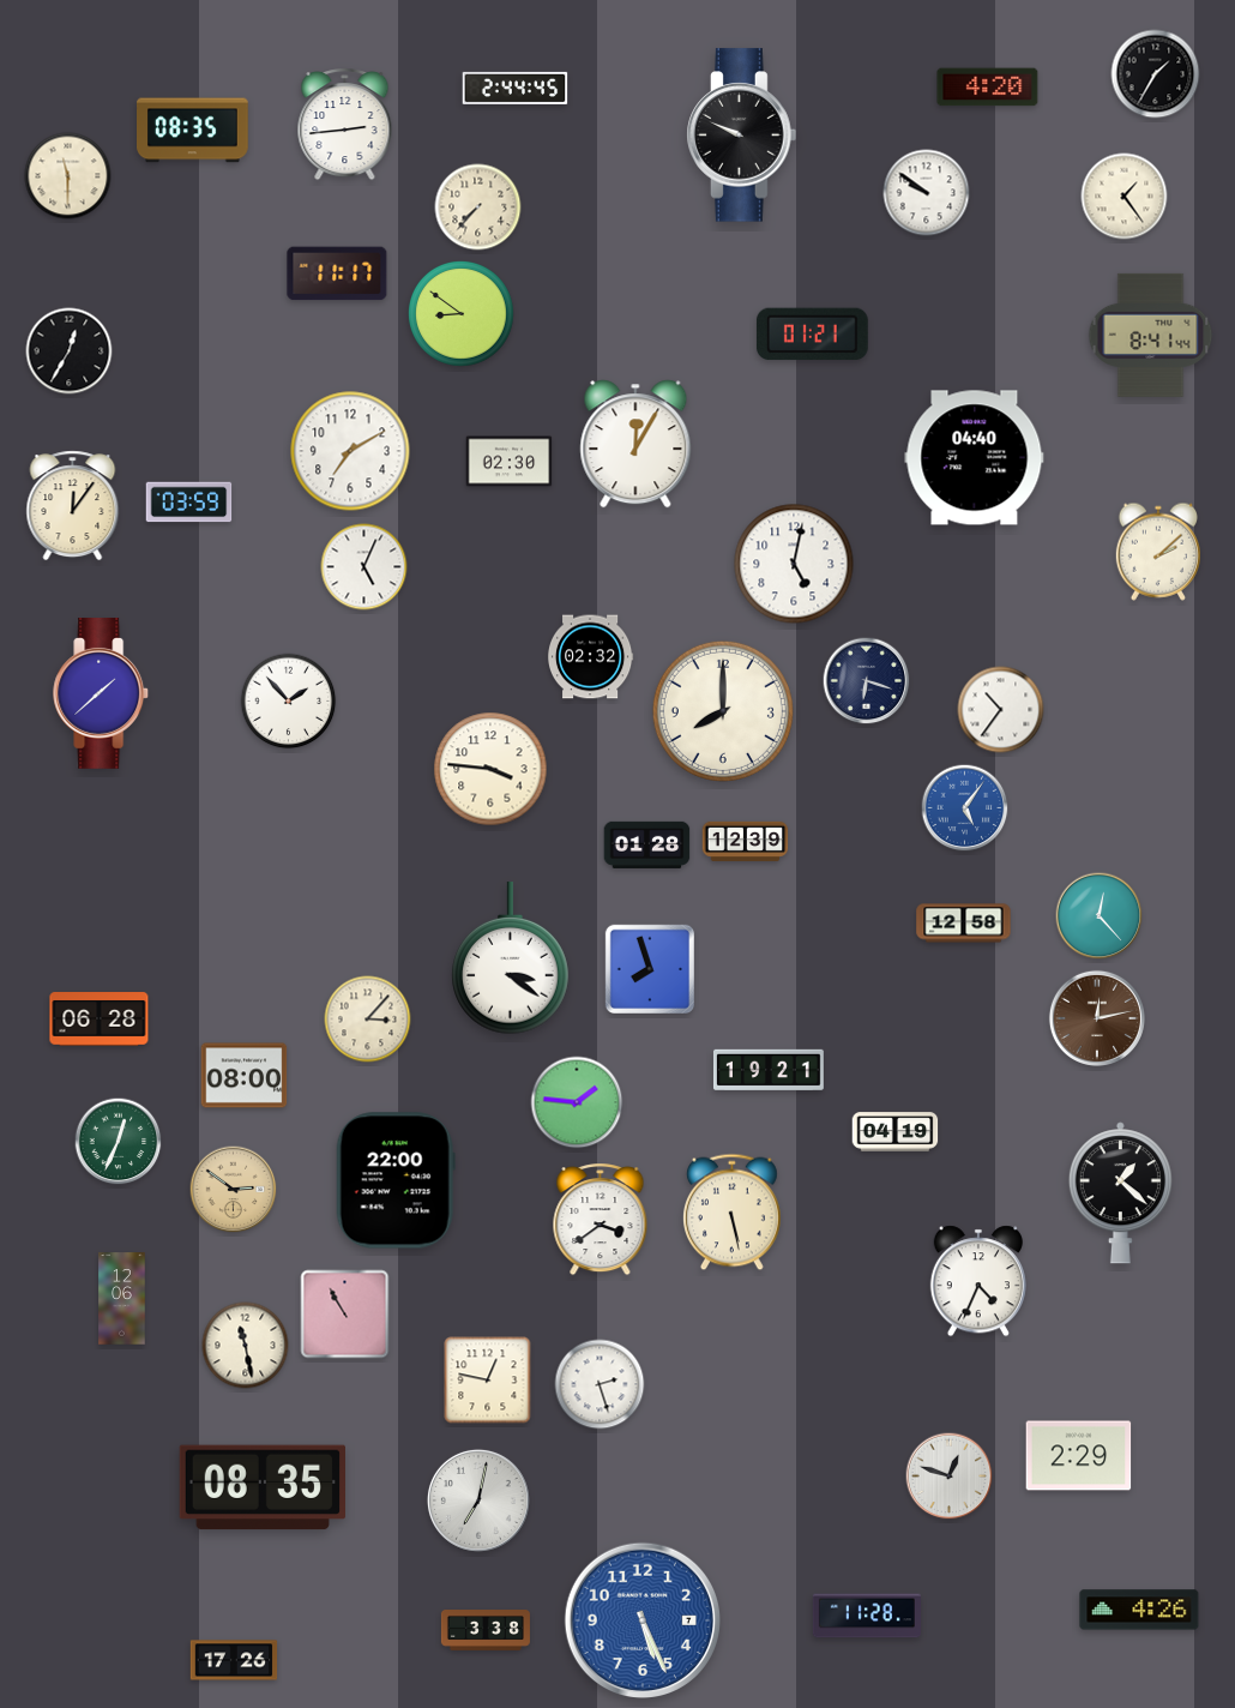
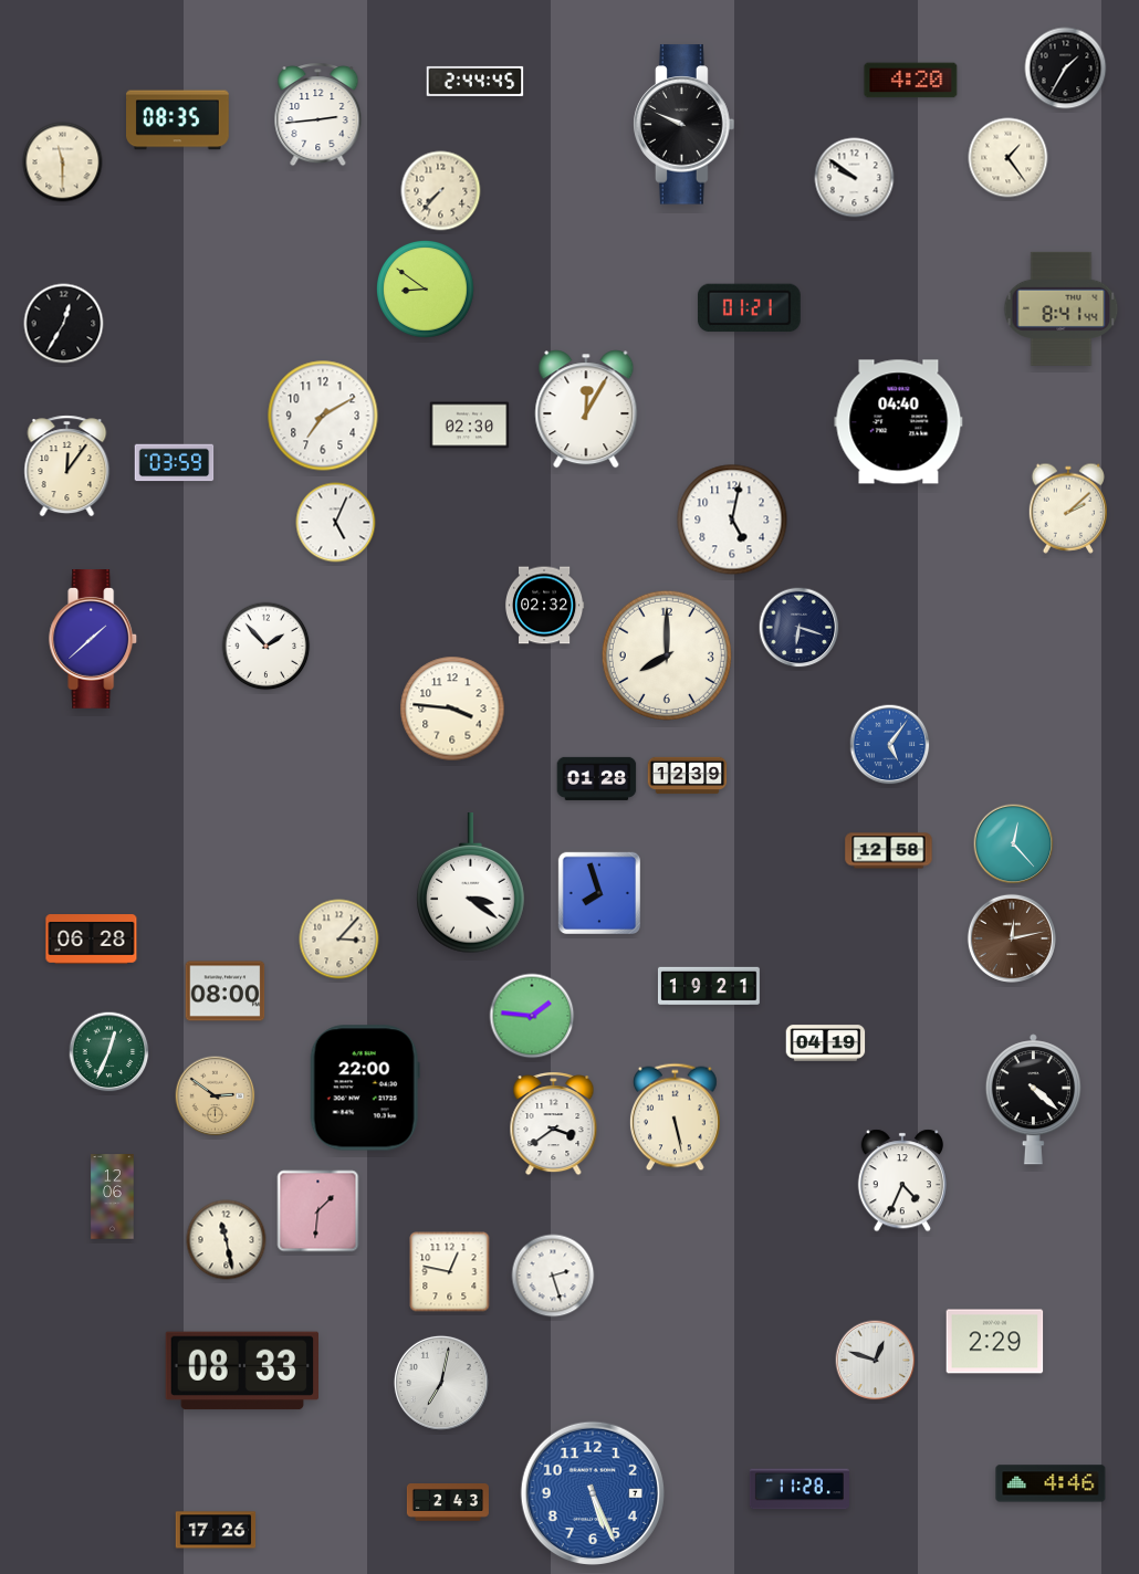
clock at (1125, 197) position: (1125, 197) -> (1009, 158)
clock at (337, 273): 11:17 -> none
clock at (1001, 710): 10:36 -> none
clock at (1120, 1193): 1:22 -> 4:22
clock at (345, 1315): 10:55 -> 1:31
clock at (261, 1487): 08:35 -> 08:33
clock at (1139, 1610): 4:26 -> 4:46
clock at (486, 1631): 3:38 -> 2:43
